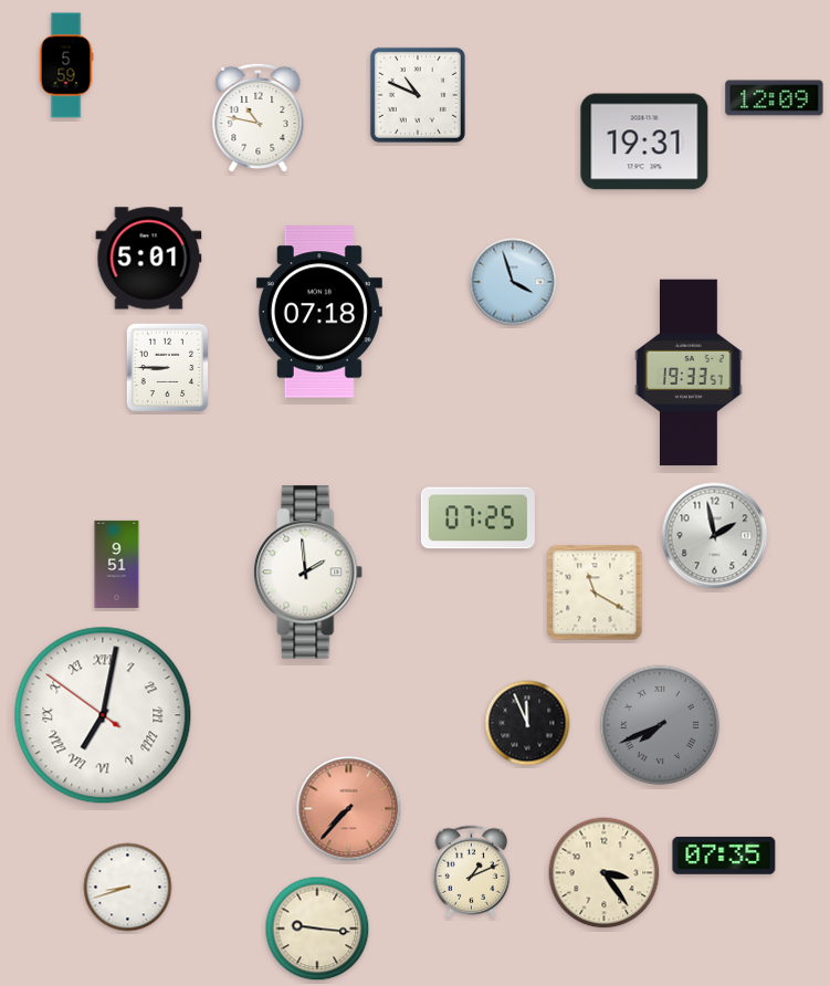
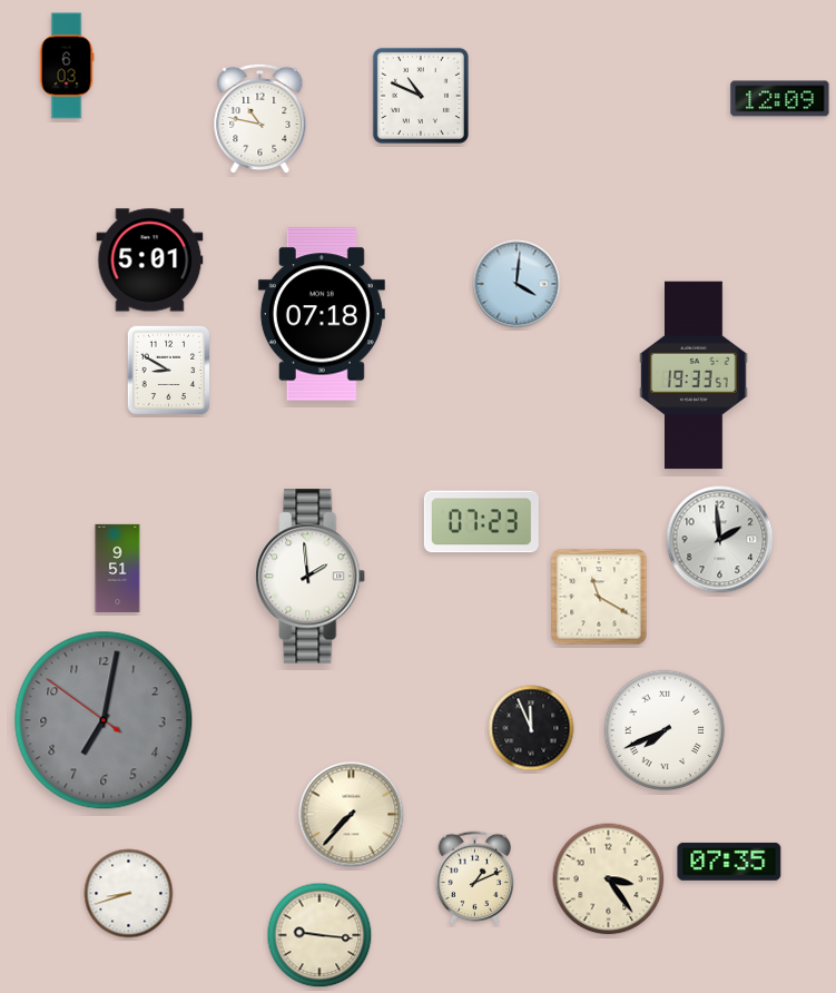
clock at (66, 65): 5:59 -> 6:03
clock at (644, 141): 19:31 -> none
clock at (513, 282): 3:57 -> 4:01
clock at (168, 368): 8:45 -> 8:50
clock at (477, 518): 07:25 -> 07:23
clock at (715, 536): 1:58 -> 1:59
clock at (103, 715) dial: white -> grey
clock at (103, 715) numerals: Roman -> Arabic
clock at (660, 725) dial: grey -> white
clock at (349, 809) dial: salmon -> cream
